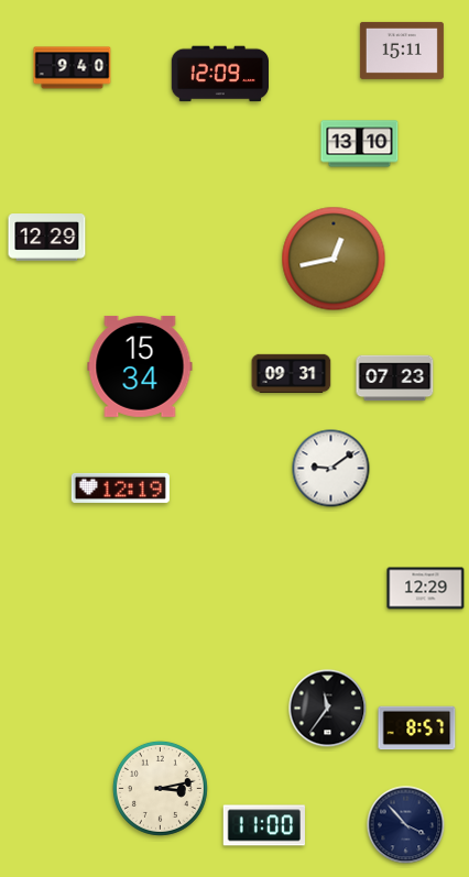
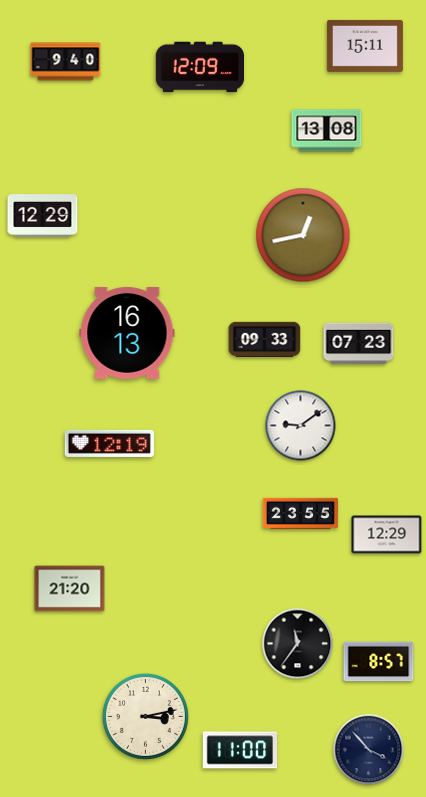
clock at (360, 144): 13:10 -> 13:08
clock at (140, 366): 15:34 -> 16:13
clock at (292, 373): 09:31 -> 09:33
clock at (300, 514): none -> 23:55
clock at (70, 589): none -> 21:20
